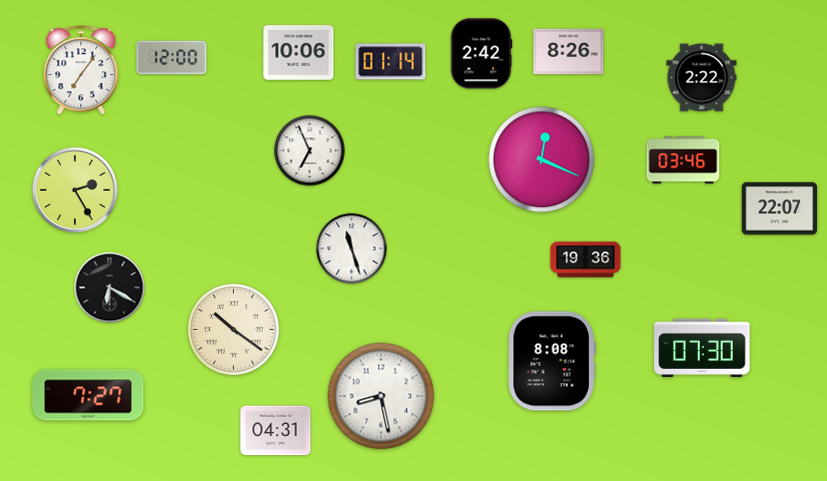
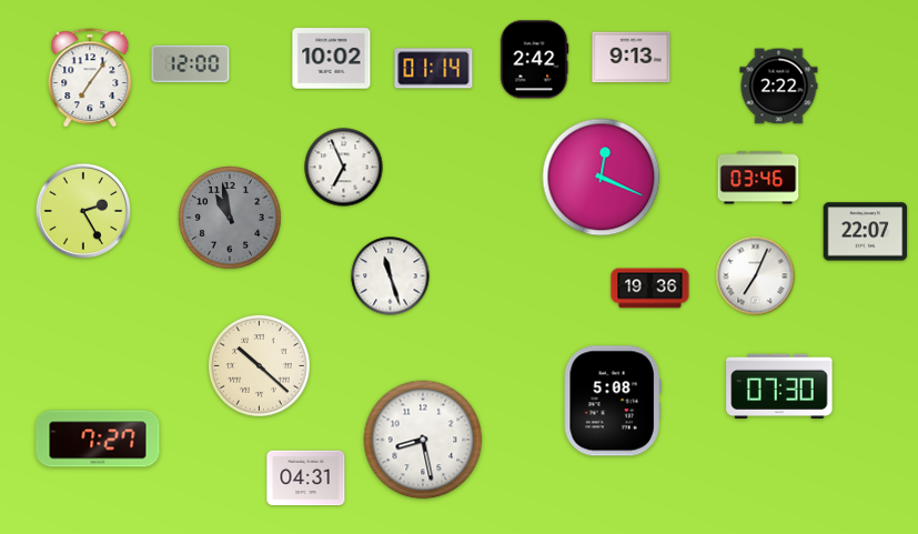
clock at (569, 52): 8:26 -> 9:13
clock at (299, 53): 10:06 -> 10:02
clock at (230, 218): none -> 10:58
clock at (756, 276): none -> 7:04
clock at (110, 288): 6:20 -> none
clock at (234, 330): 10:21 -> 10:22
clock at (552, 361): 8:08 -> 5:08
